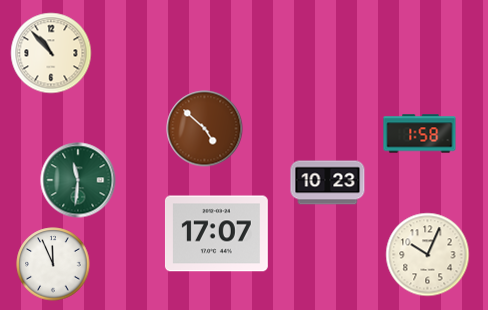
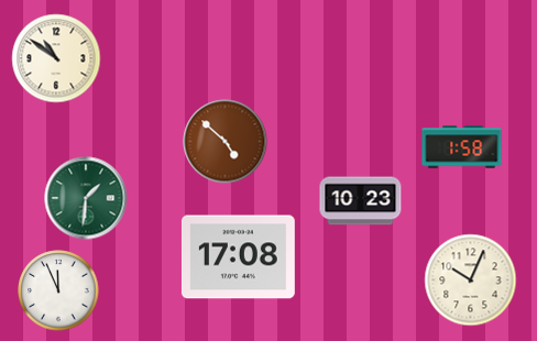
clock at (51, 53): 10:53 -> 10:51
clock at (78, 180): 11:31 -> 1:31
clock at (216, 234): 17:07 -> 17:08
